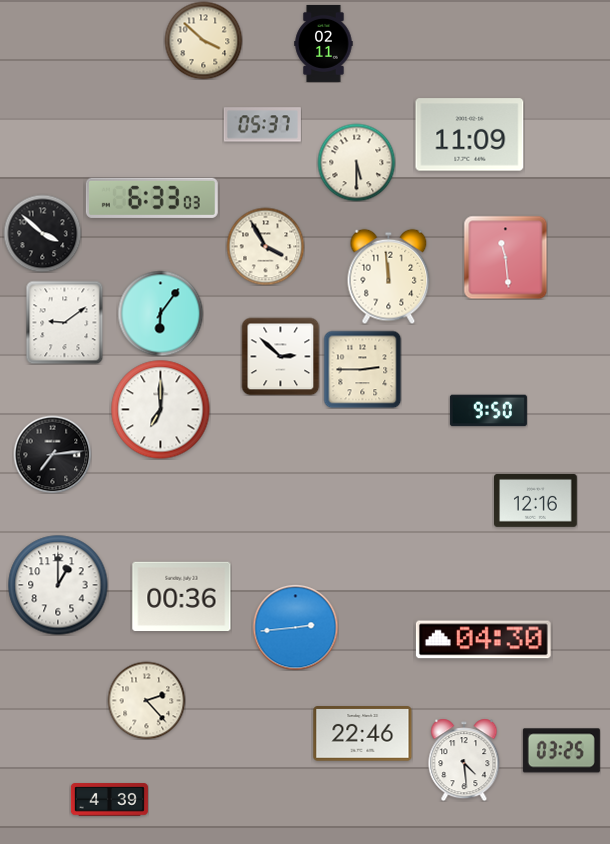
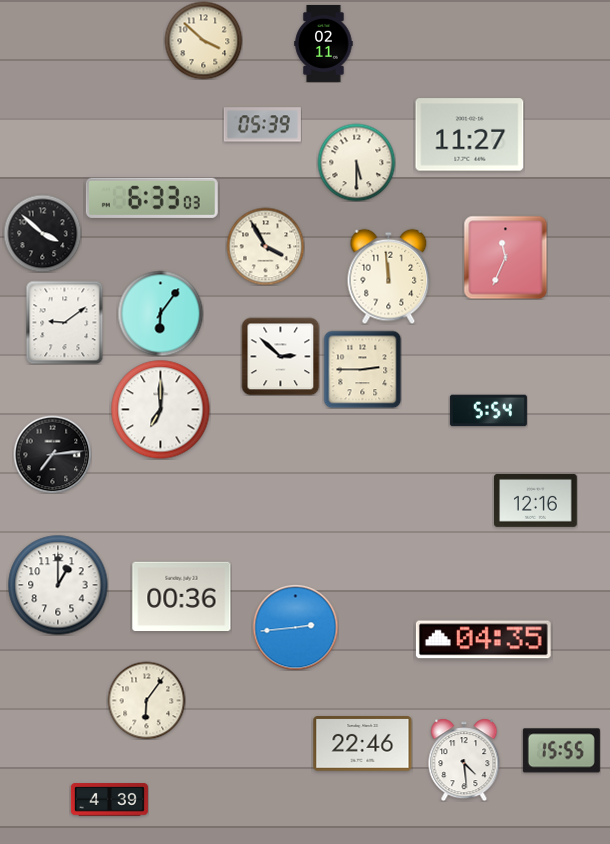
clock at (262, 125): 05:37 -> 05:39
clock at (470, 135): 11:09 -> 11:27
clock at (505, 257): 11:29 -> 11:34
clock at (488, 411): 9:50 -> 5:54
clock at (483, 640): 04:30 -> 04:35
clock at (146, 700): 2:23 -> 6:06
clock at (363, 734) position: (363, 734) -> (363, 744)
clock at (561, 751): 03:25 -> 15:55
